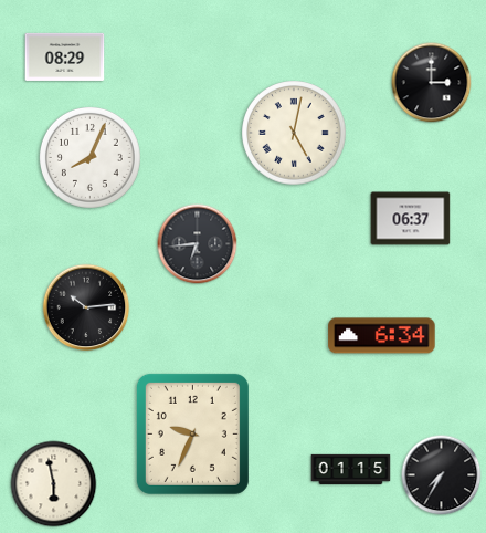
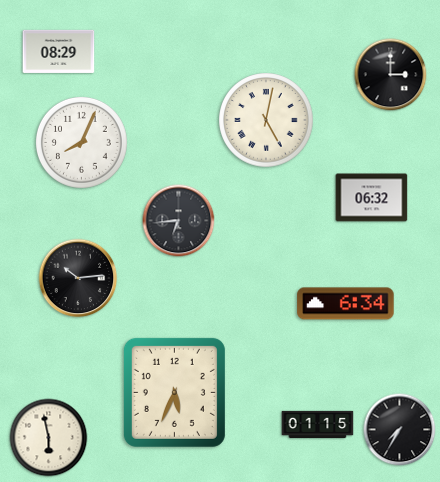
clock at (411, 219): 06:37 -> 06:32
clock at (192, 433): 9:34 -> 5:34
